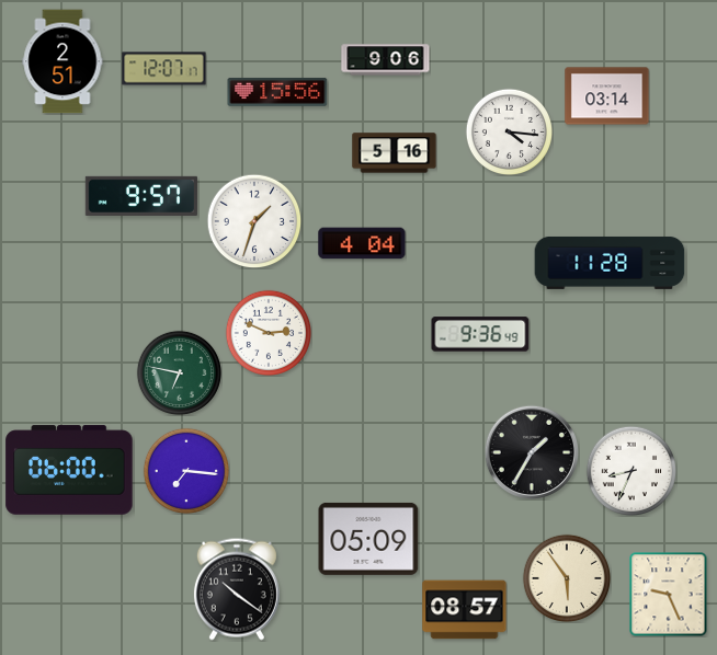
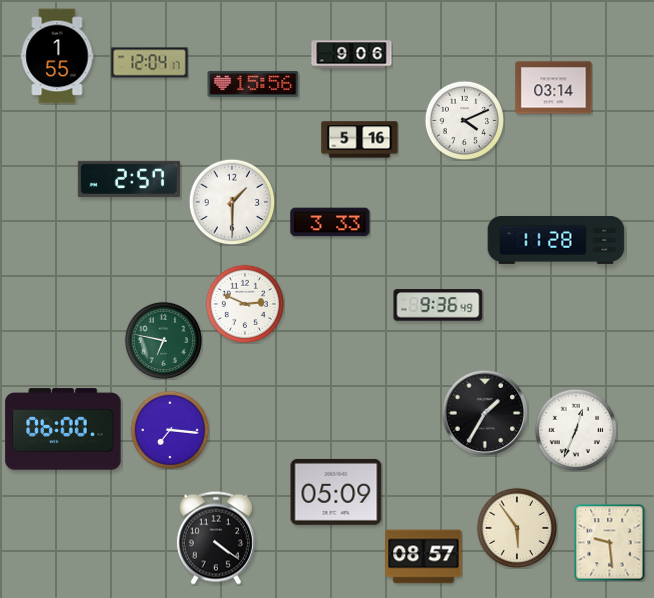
clock at (62, 61): 2:51 -> 1:55
clock at (164, 69): 12:07 -> 12:04
clock at (509, 131): 4:16 -> 4:11
clock at (141, 196): 9:57 -> 2:57
clock at (254, 221): 1:33 -> 1:30
clock at (362, 243): 4:04 -> 3:33
clock at (630, 470): 8:34 -> 12:34
clock at (237, 589): 10:21 -> 4:21
clock at (669, 594): 9:26 -> 9:29
